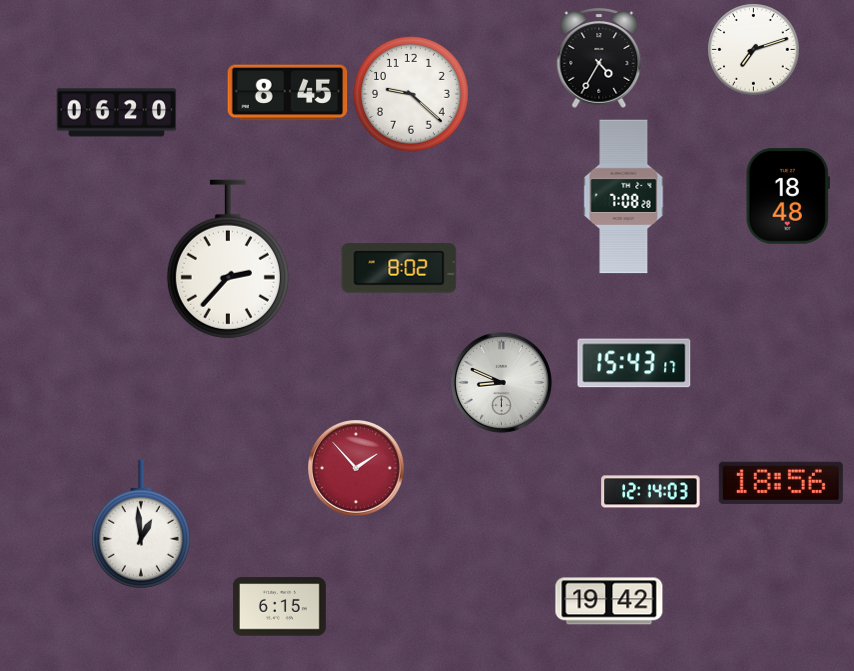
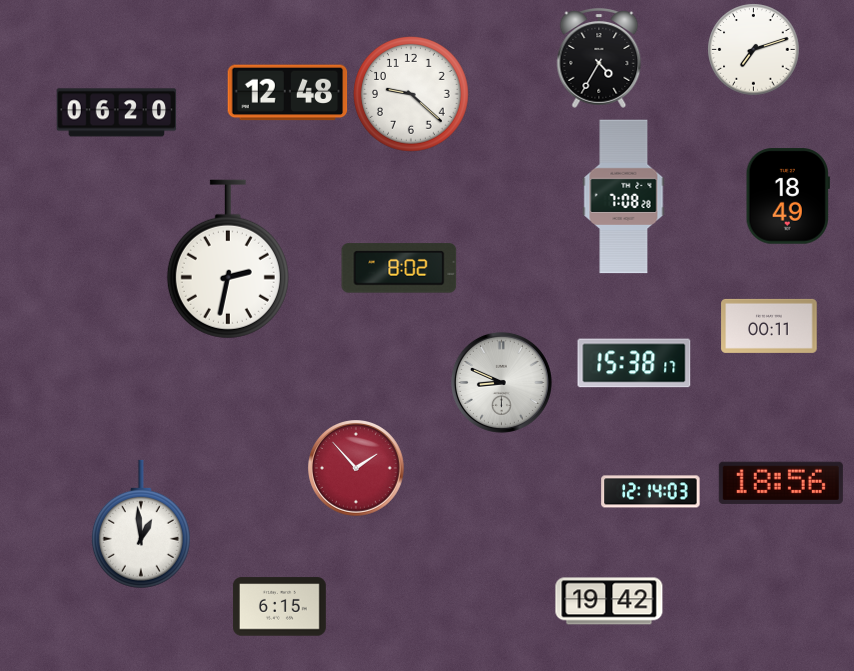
clock at (288, 93): 8:45 -> 12:48
clock at (788, 196): 18:48 -> 18:49
clock at (228, 259): 2:37 -> 2:32
clock at (769, 326): none -> 00:11
clock at (634, 363): 15:43 -> 15:38
